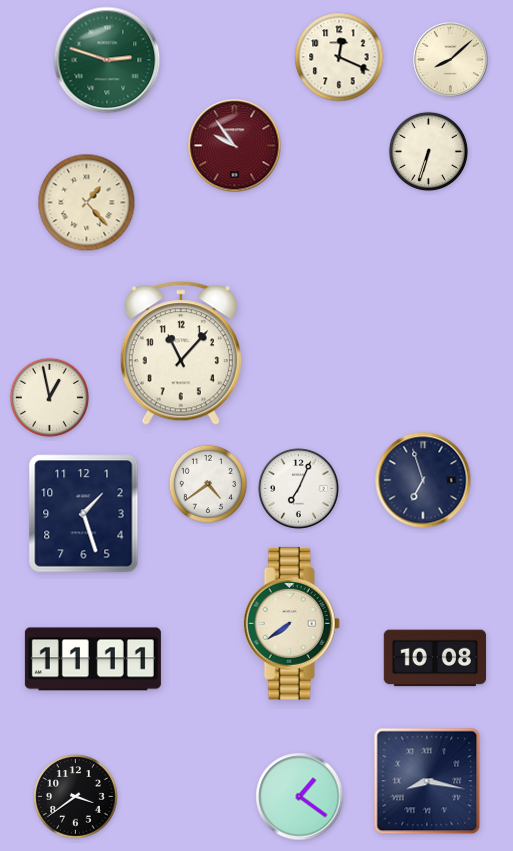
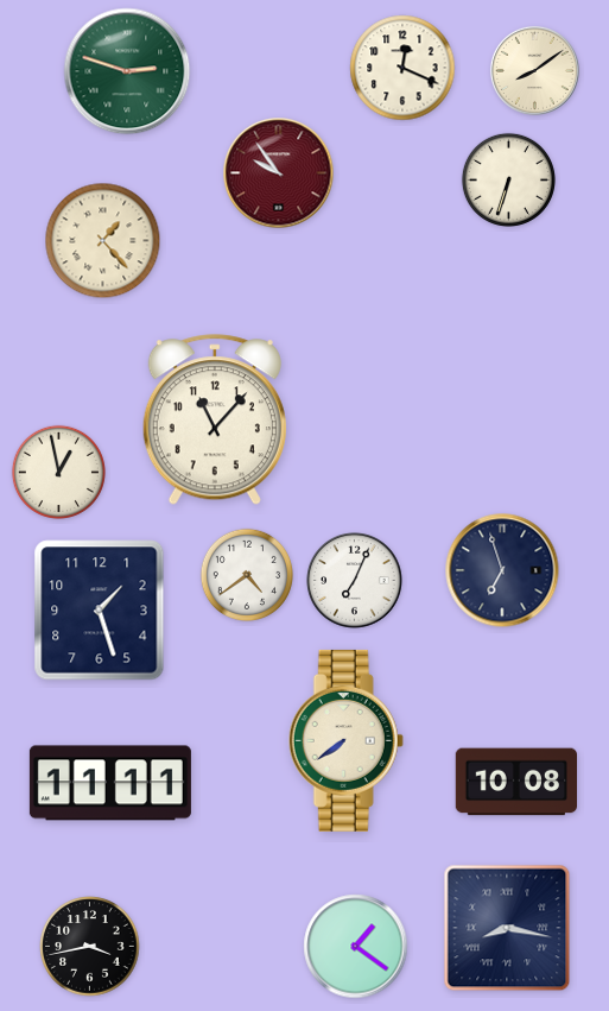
clock at (450, 59): 8:08 -> 8:09
clock at (76, 797): 3:39 -> 3:43
